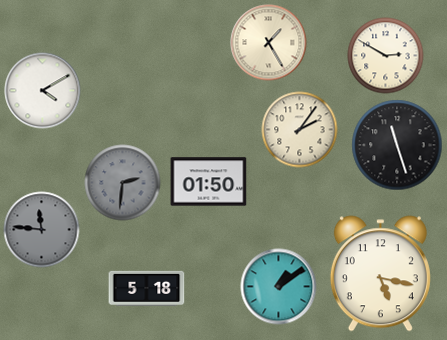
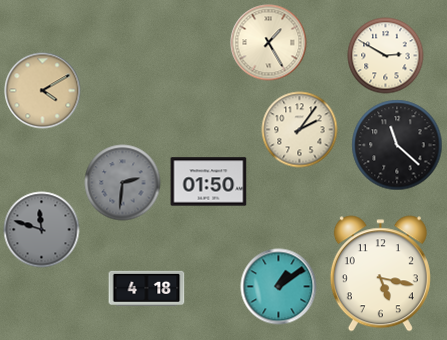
clock at (43, 91) dial: white -> champagne
clock at (397, 145): 11:27 -> 11:22
clock at (42, 230): 11:46 -> 11:48
clock at (147, 288): 5:18 -> 4:18
